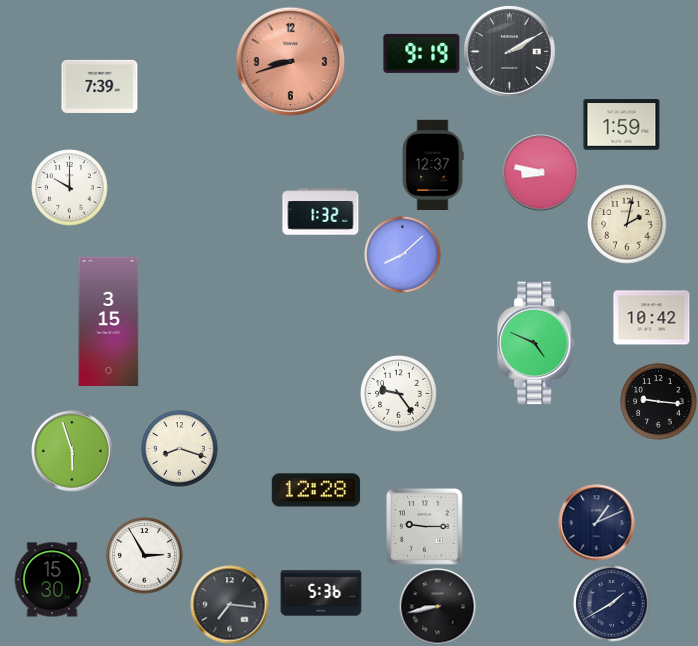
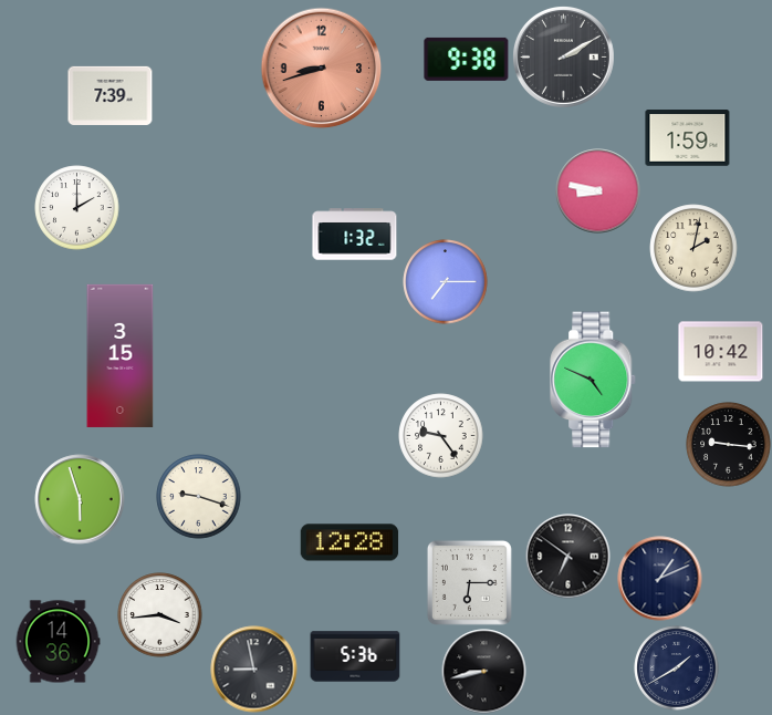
clock at (422, 53): 9:19 -> 9:38
clock at (433, 164): 12:37 -> none
clock at (70, 188): 10:00 -> 2:00
clock at (403, 255): 8:08 -> 7:15
clock at (180, 449): 8:18 -> 9:18
clock at (568, 557): none -> 6:51
clock at (424, 526): 9:15 -> 6:15
clock at (145, 556): 2:55 -> 3:44
clock at (52, 580): 15:30 -> 14:36
clock at (230, 605): 7:16 -> 8:58
